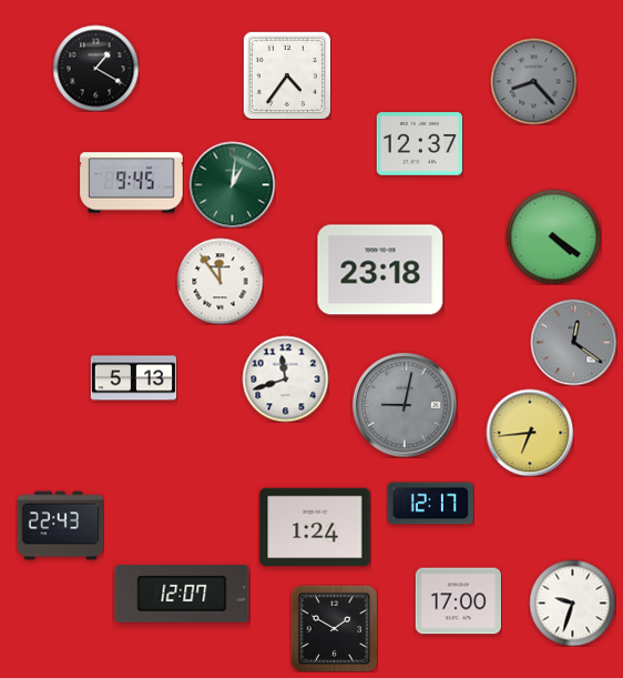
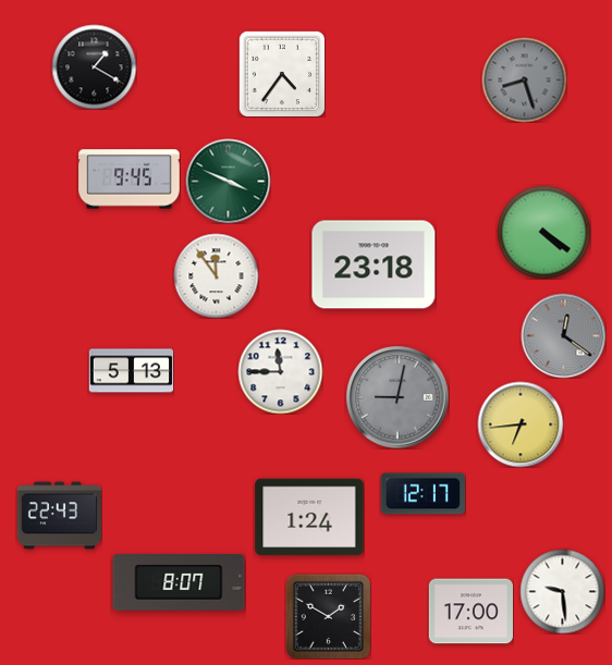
clock at (533, 81): 8:23 -> 8:27
clock at (419, 144): 12:37 -> none
clock at (232, 184): 1:01 -> 3:49
clock at (285, 378): 11:42 -> 11:45
clock at (182, 595): 12:07 -> 8:07
clock at (458, 601) position: (458, 601) -> (470, 612)
clock at (572, 603): 9:33 -> 9:29
